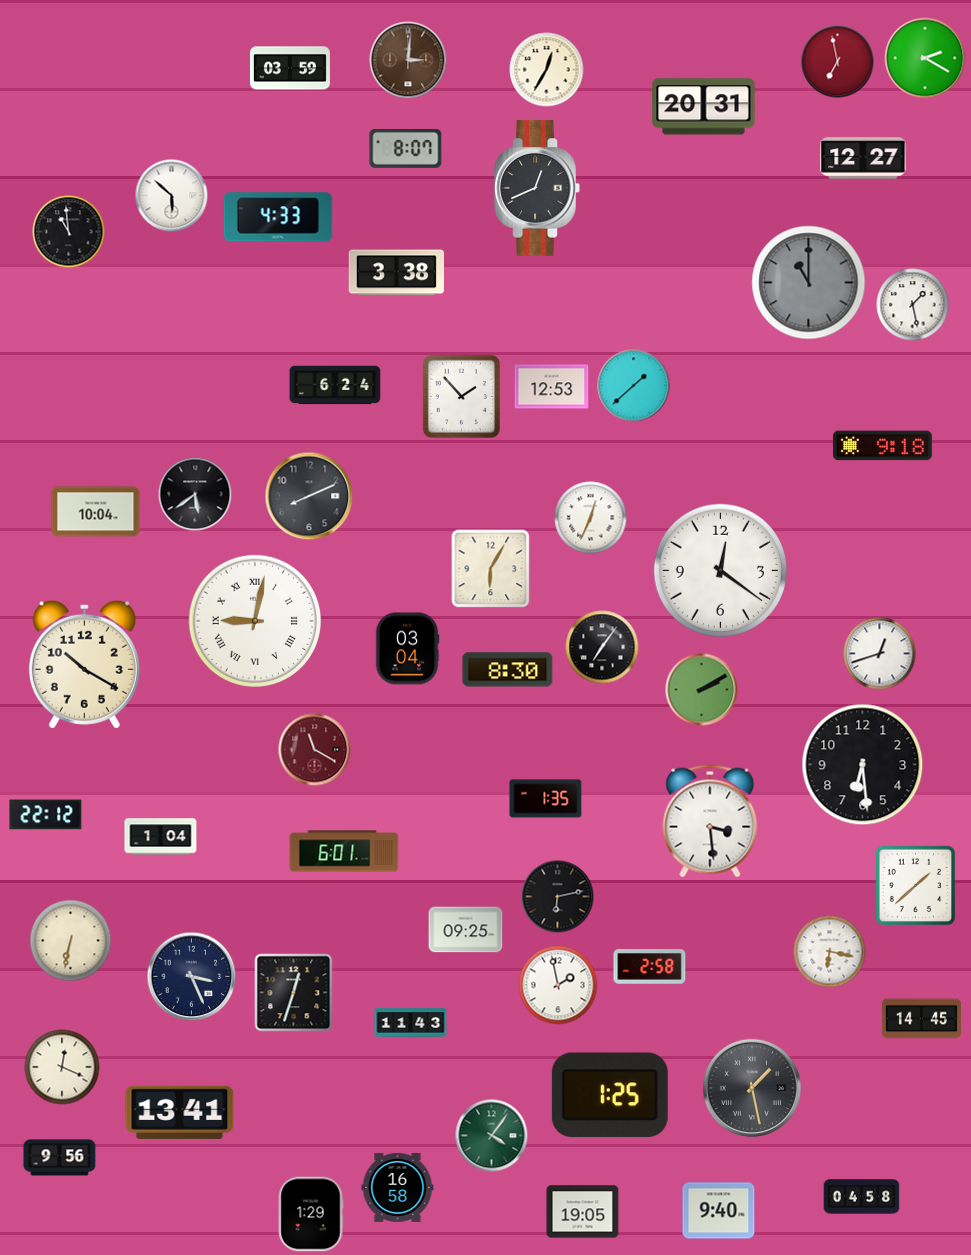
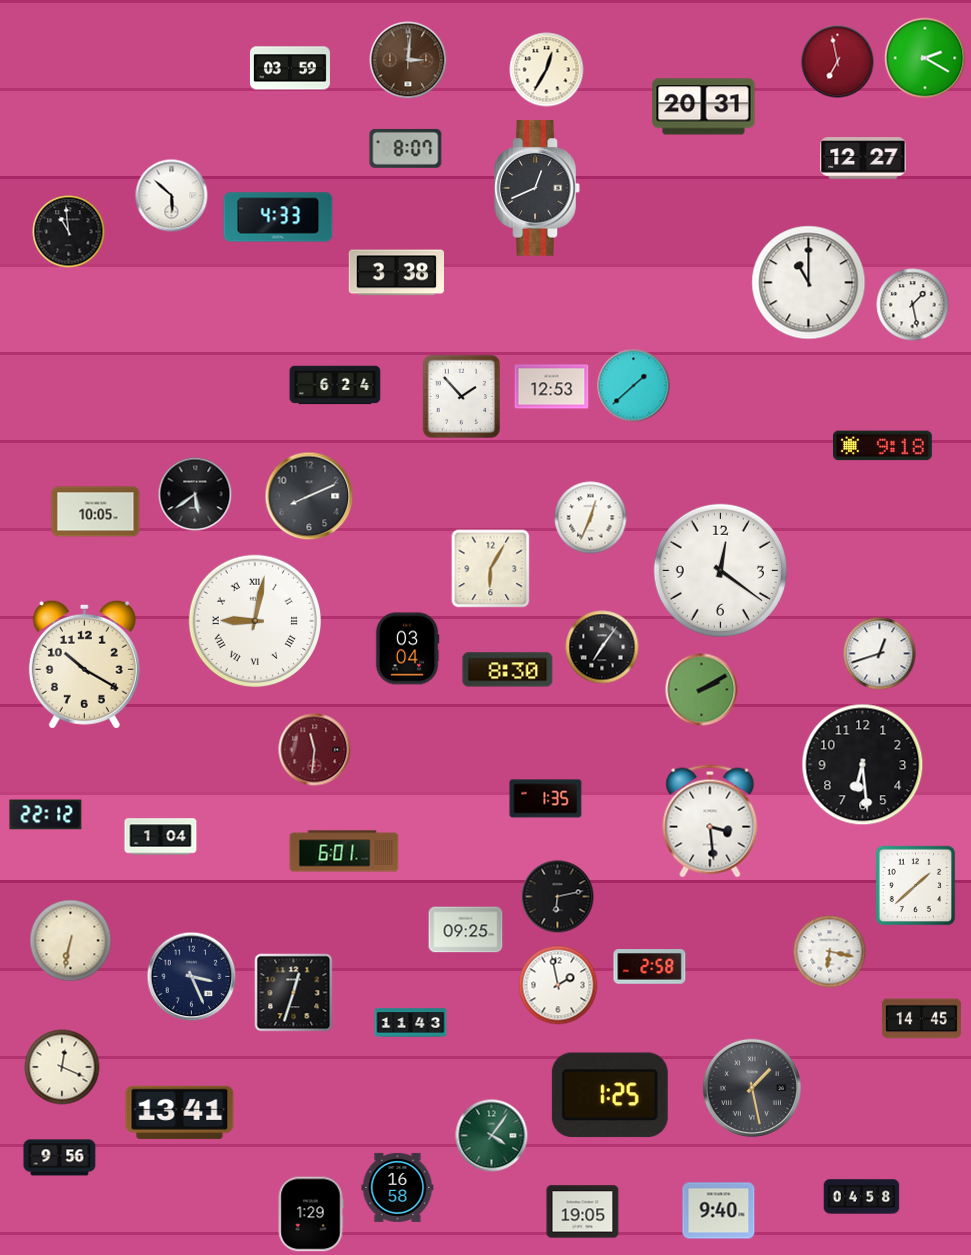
clock at (809, 283) dial: grey -> white
clock at (96, 512): 10:04 -> 10:05
clock at (315, 750): 11:20 -> 11:31
